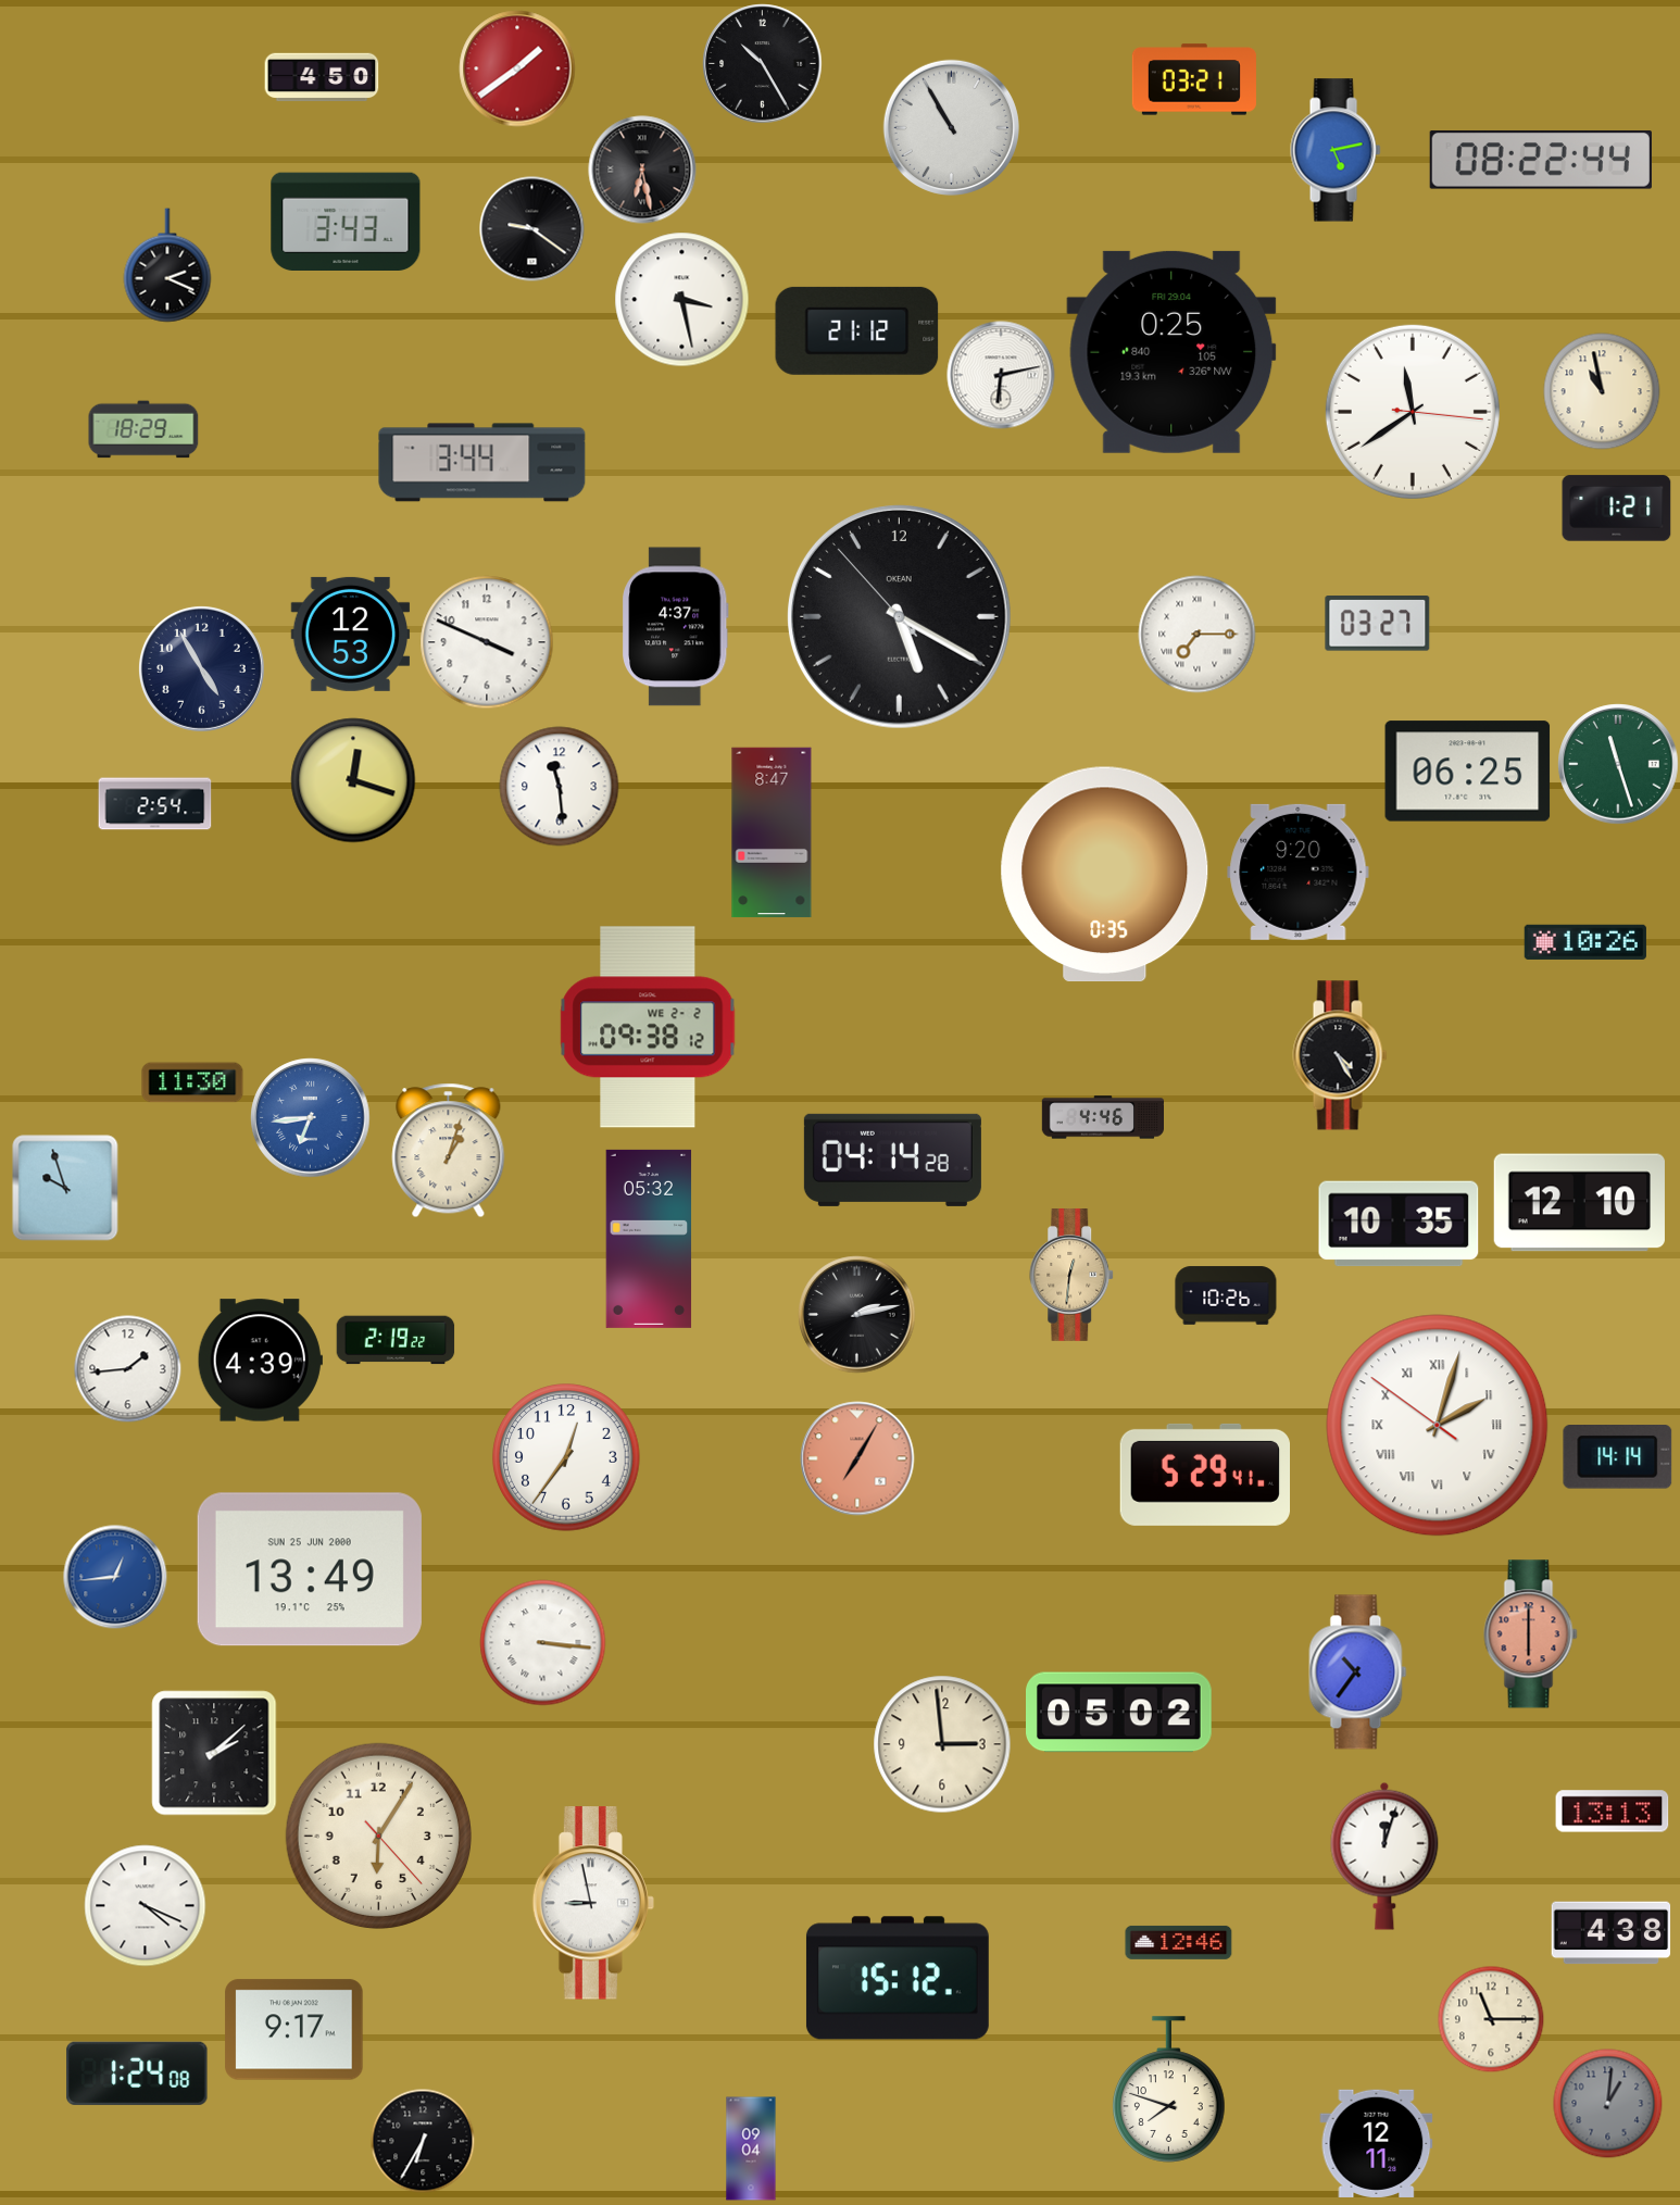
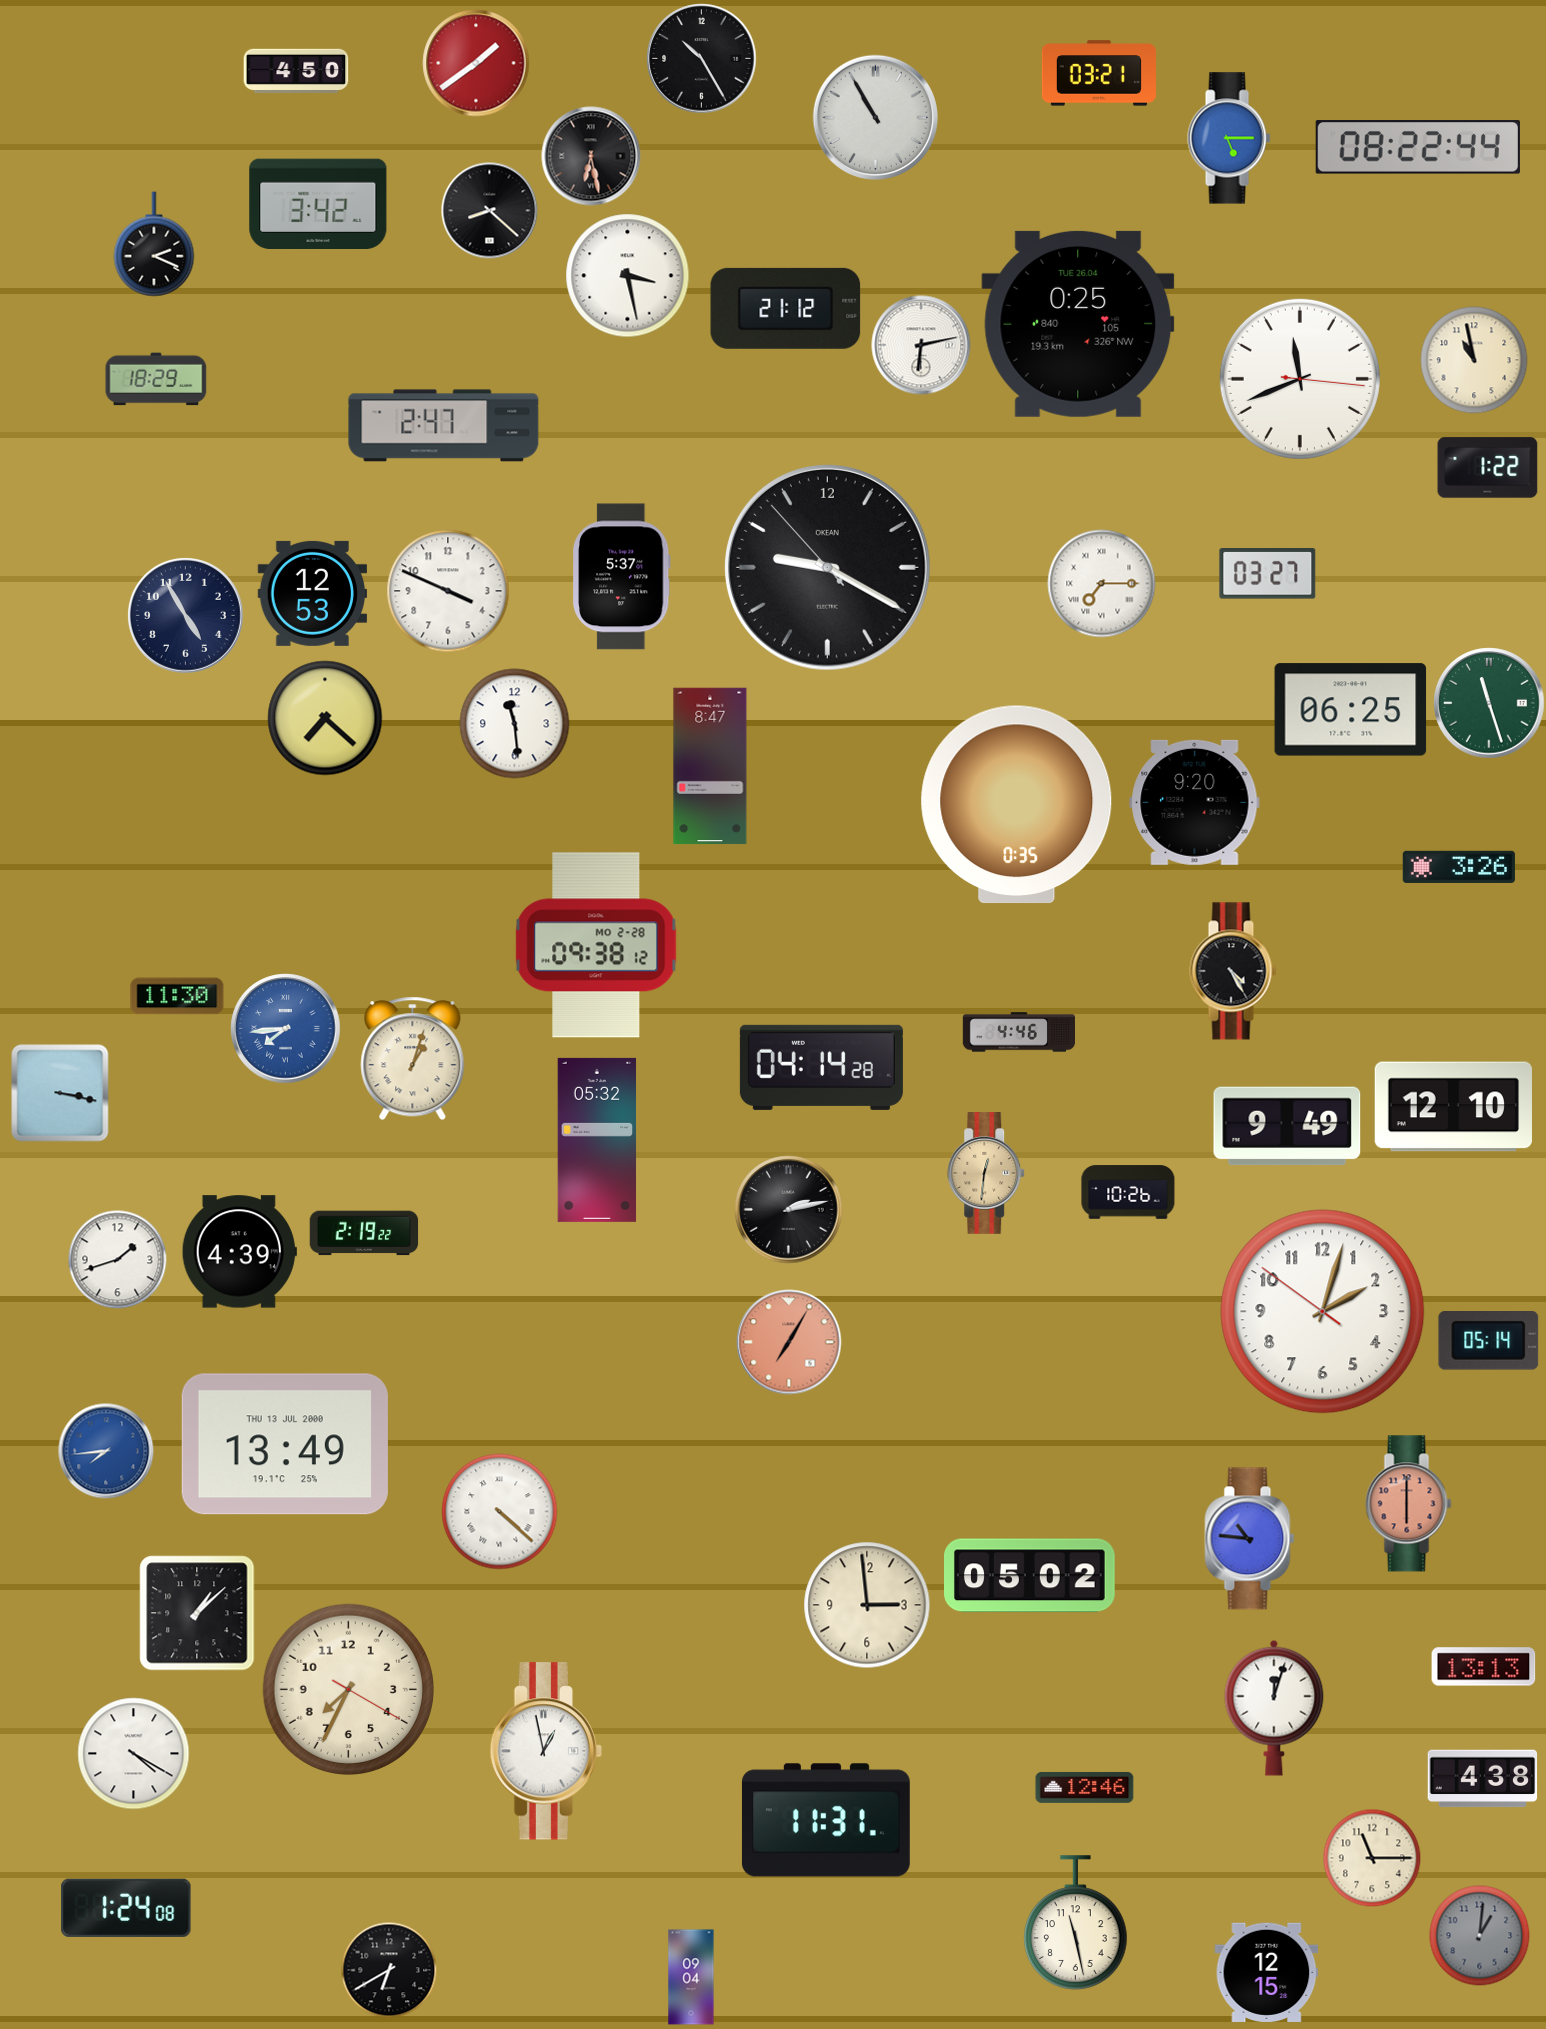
clock at (1336, 150): 5:13 -> 5:15
clock at (346, 221): 3:43 -> 3:42
clock at (532, 229): 9:21 -> 8:22
clock at (857, 330) position: (857, 330) -> (786, 308)
clock at (1171, 352) date: FRI 29.04 -> TUE 26.04
clock at (1413, 412): 11:39 -> 11:41
clock at (143, 429) position: (143, 429) -> (156, 379)
clock at (482, 463): 3:44 -> 2:47
clock at (1617, 509): 1:21 -> 1:22
clock at (899, 616): 5:19 -> 9:19
clock at (676, 627): 4:37 -> 5:37
clock at (351, 634) position: (351, 634) -> (313, 593)
clock at (353, 780): 12:18 -> 7:22
clock at (155, 804): 2:54 -> none
clock at (1585, 942): 10:26 -> 3:26
clock at (648, 1027) date: WE 2-2 -> MO 2-28
clock at (1102, 1117) position: (1102, 1117) -> (1018, 1032)
clock at (311, 1118): 6:44 -> 7:44
clock at (65, 1188): 9:57 -> 3:17
clock at (1399, 1224): 10:35 -> 9:49
clock at (128, 1369): 1:44 -> 1:42
clock at (1438, 1426) numerals: Roman -> Arabic
clock at (566, 1457): 12:36 -> none
clock at (1618, 1457): 14:14 -> 05:14
clock at (1204, 1475): 5:29 -> none
clock at (310, 1569) date: SUN 25 JUN 2000 -> THU 13 JUL 2000
clock at (115, 1577): 12:44 -> 7:44
clock at (543, 1643): 3:16 -> 4:22
clock at (1358, 1672): 10:36 -> 10:46
clock at (214, 1753): 2:08 -> 1:08
clock at (378, 1836): 6:05 -> 7:34
clock at (593, 1903): 8:58 -> 12:58
clock at (146, 1906): 4:19 -> 4:20
clock at (898, 1978): 15:12 -> 11:31
clock at (294, 2030): 9:17 -> none
clock at (1169, 2090): 7:48 -> 11:28
clock at (423, 2141): 6:35 -> 6:40
clock at (1377, 2143): 12:11 -> 12:15
